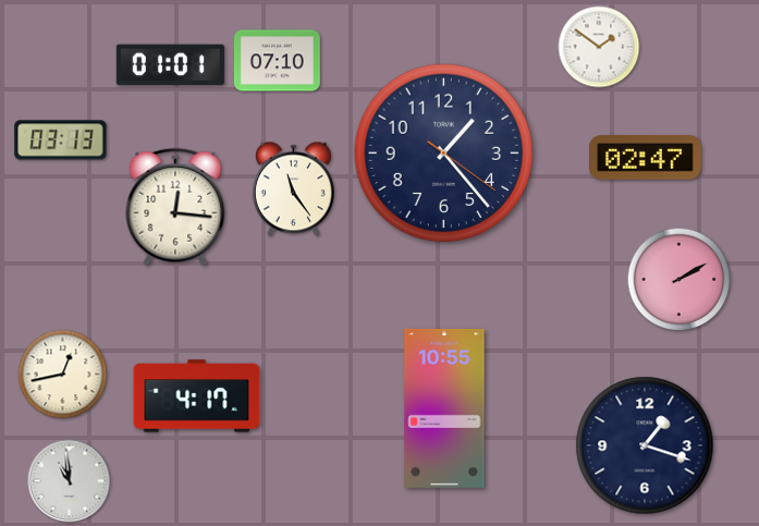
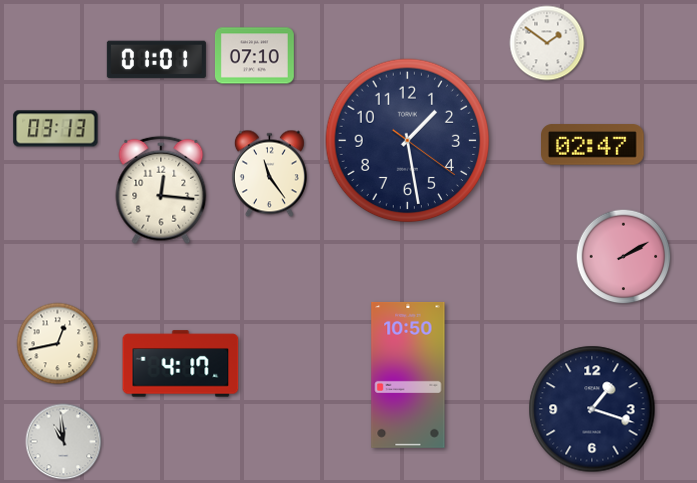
clock at (599, 47) position: (599, 47) -> (547, 43)
clock at (444, 154): 1:23 -> 1:28
clock at (444, 408): 10:55 -> 10:50
